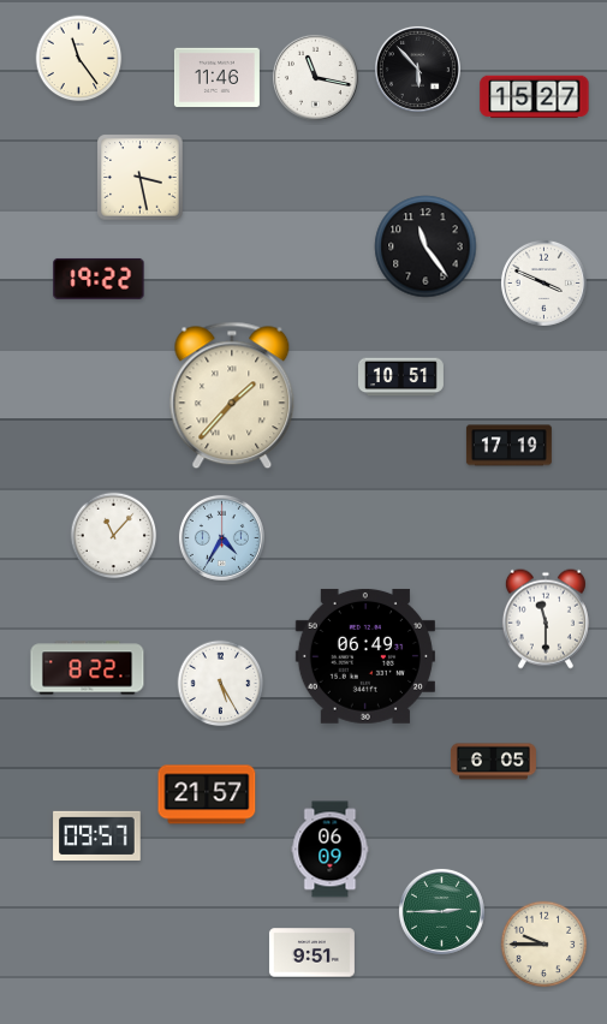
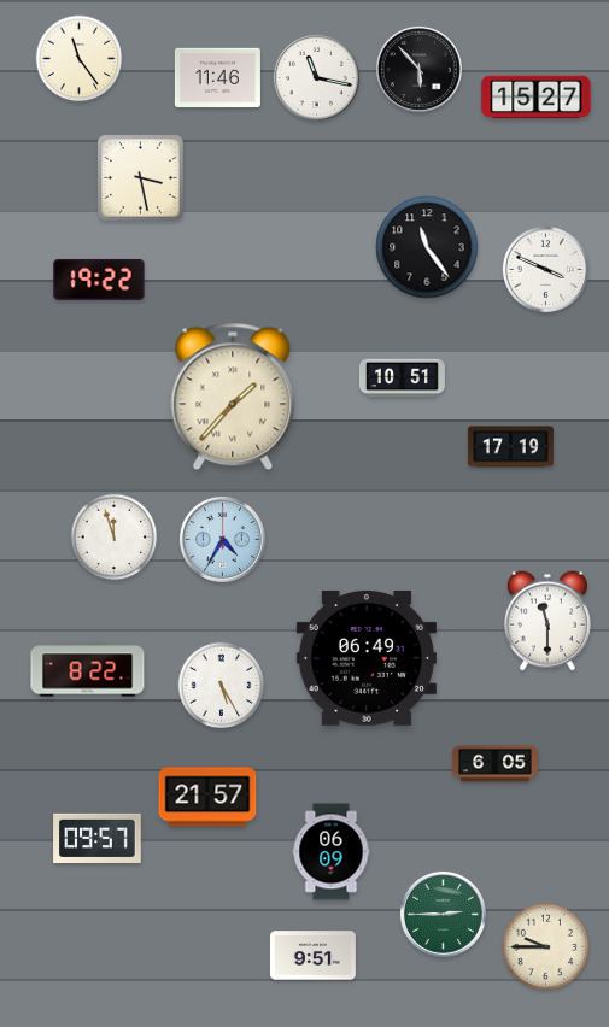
clock at (543, 282) position: (543, 282) -> (545, 269)
clock at (114, 536): 11:07 -> 11:57
